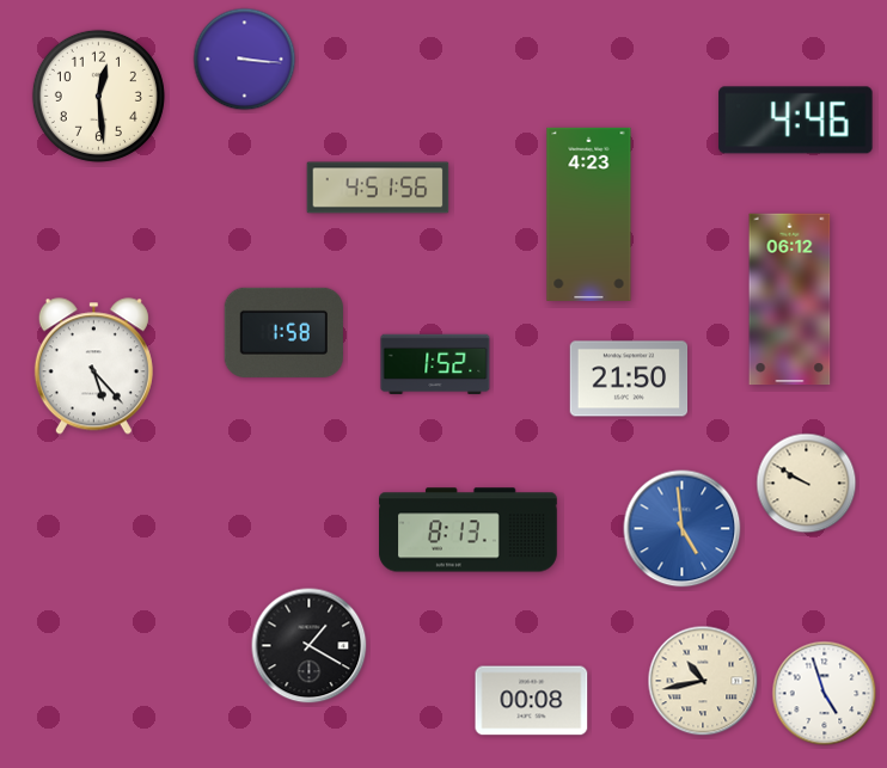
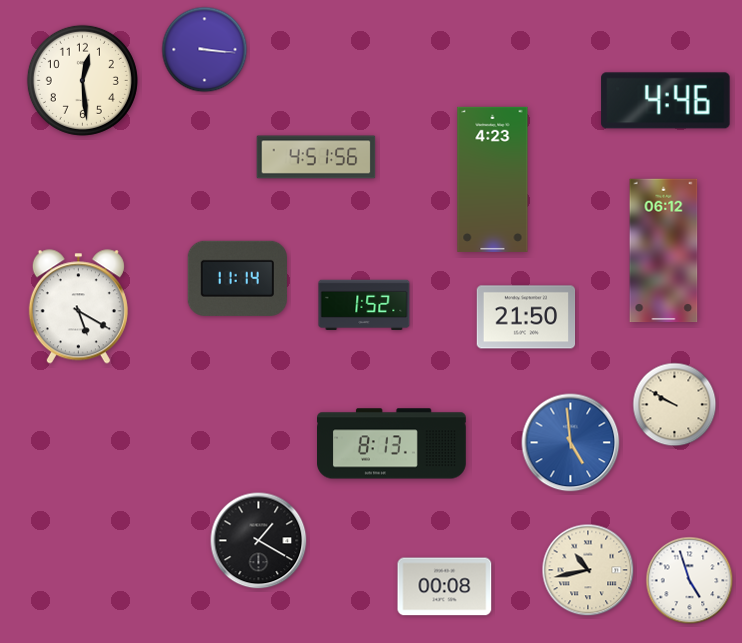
clock at (790, 300) position: (790, 300) -> (664, 251)
clock at (283, 332): 1:58 -> 11:14
clock at (93, 367): 5:23 -> 5:20
